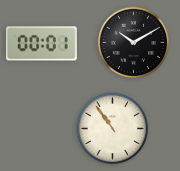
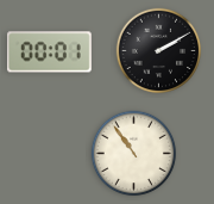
clock at (134, 43): 10:10 -> 2:10
